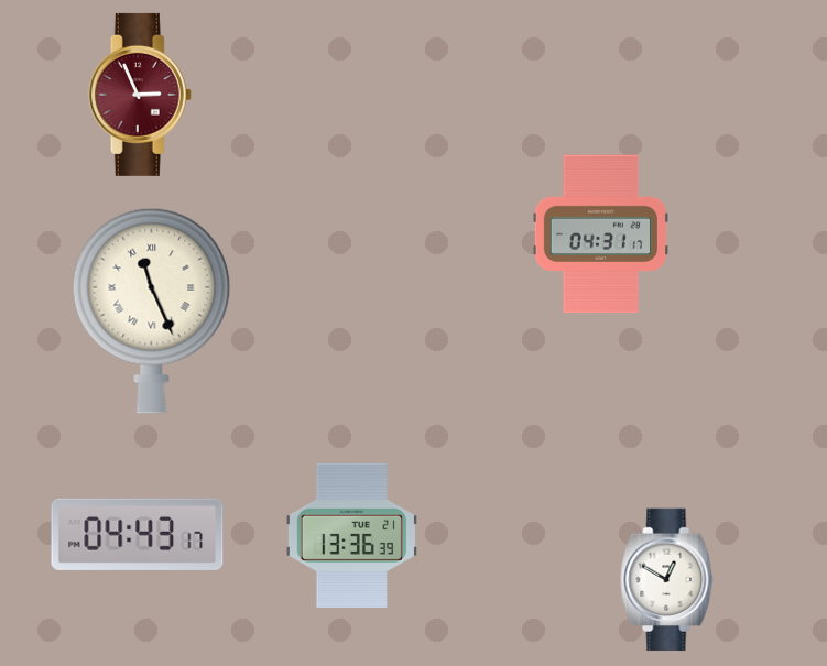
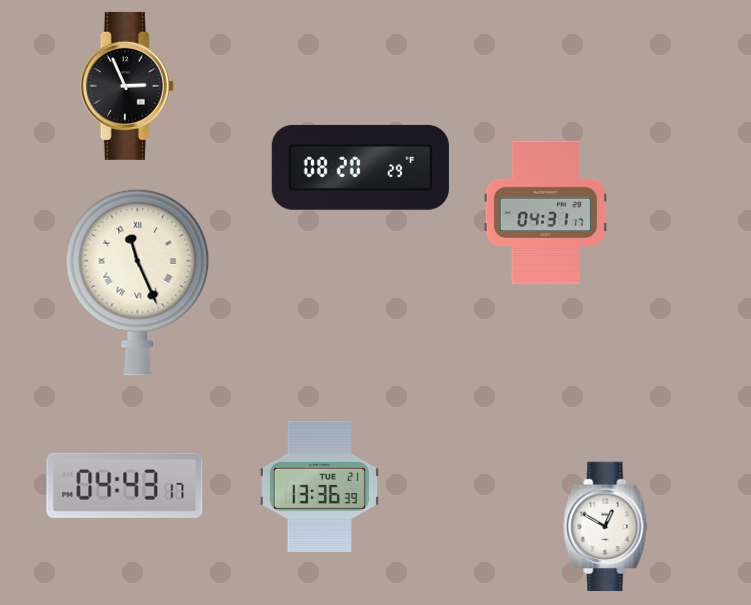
clock at (140, 95) dial: burgundy -> black
clock at (360, 167): none -> 08:20
